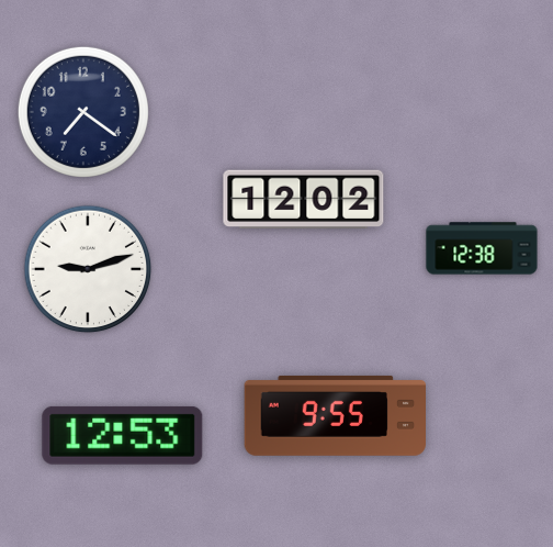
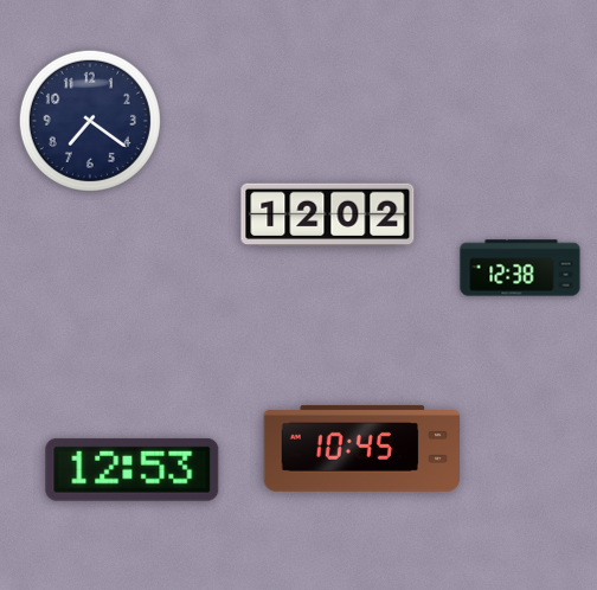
clock at (88, 269): 9:12 -> none
clock at (336, 415): 9:55 -> 10:45
